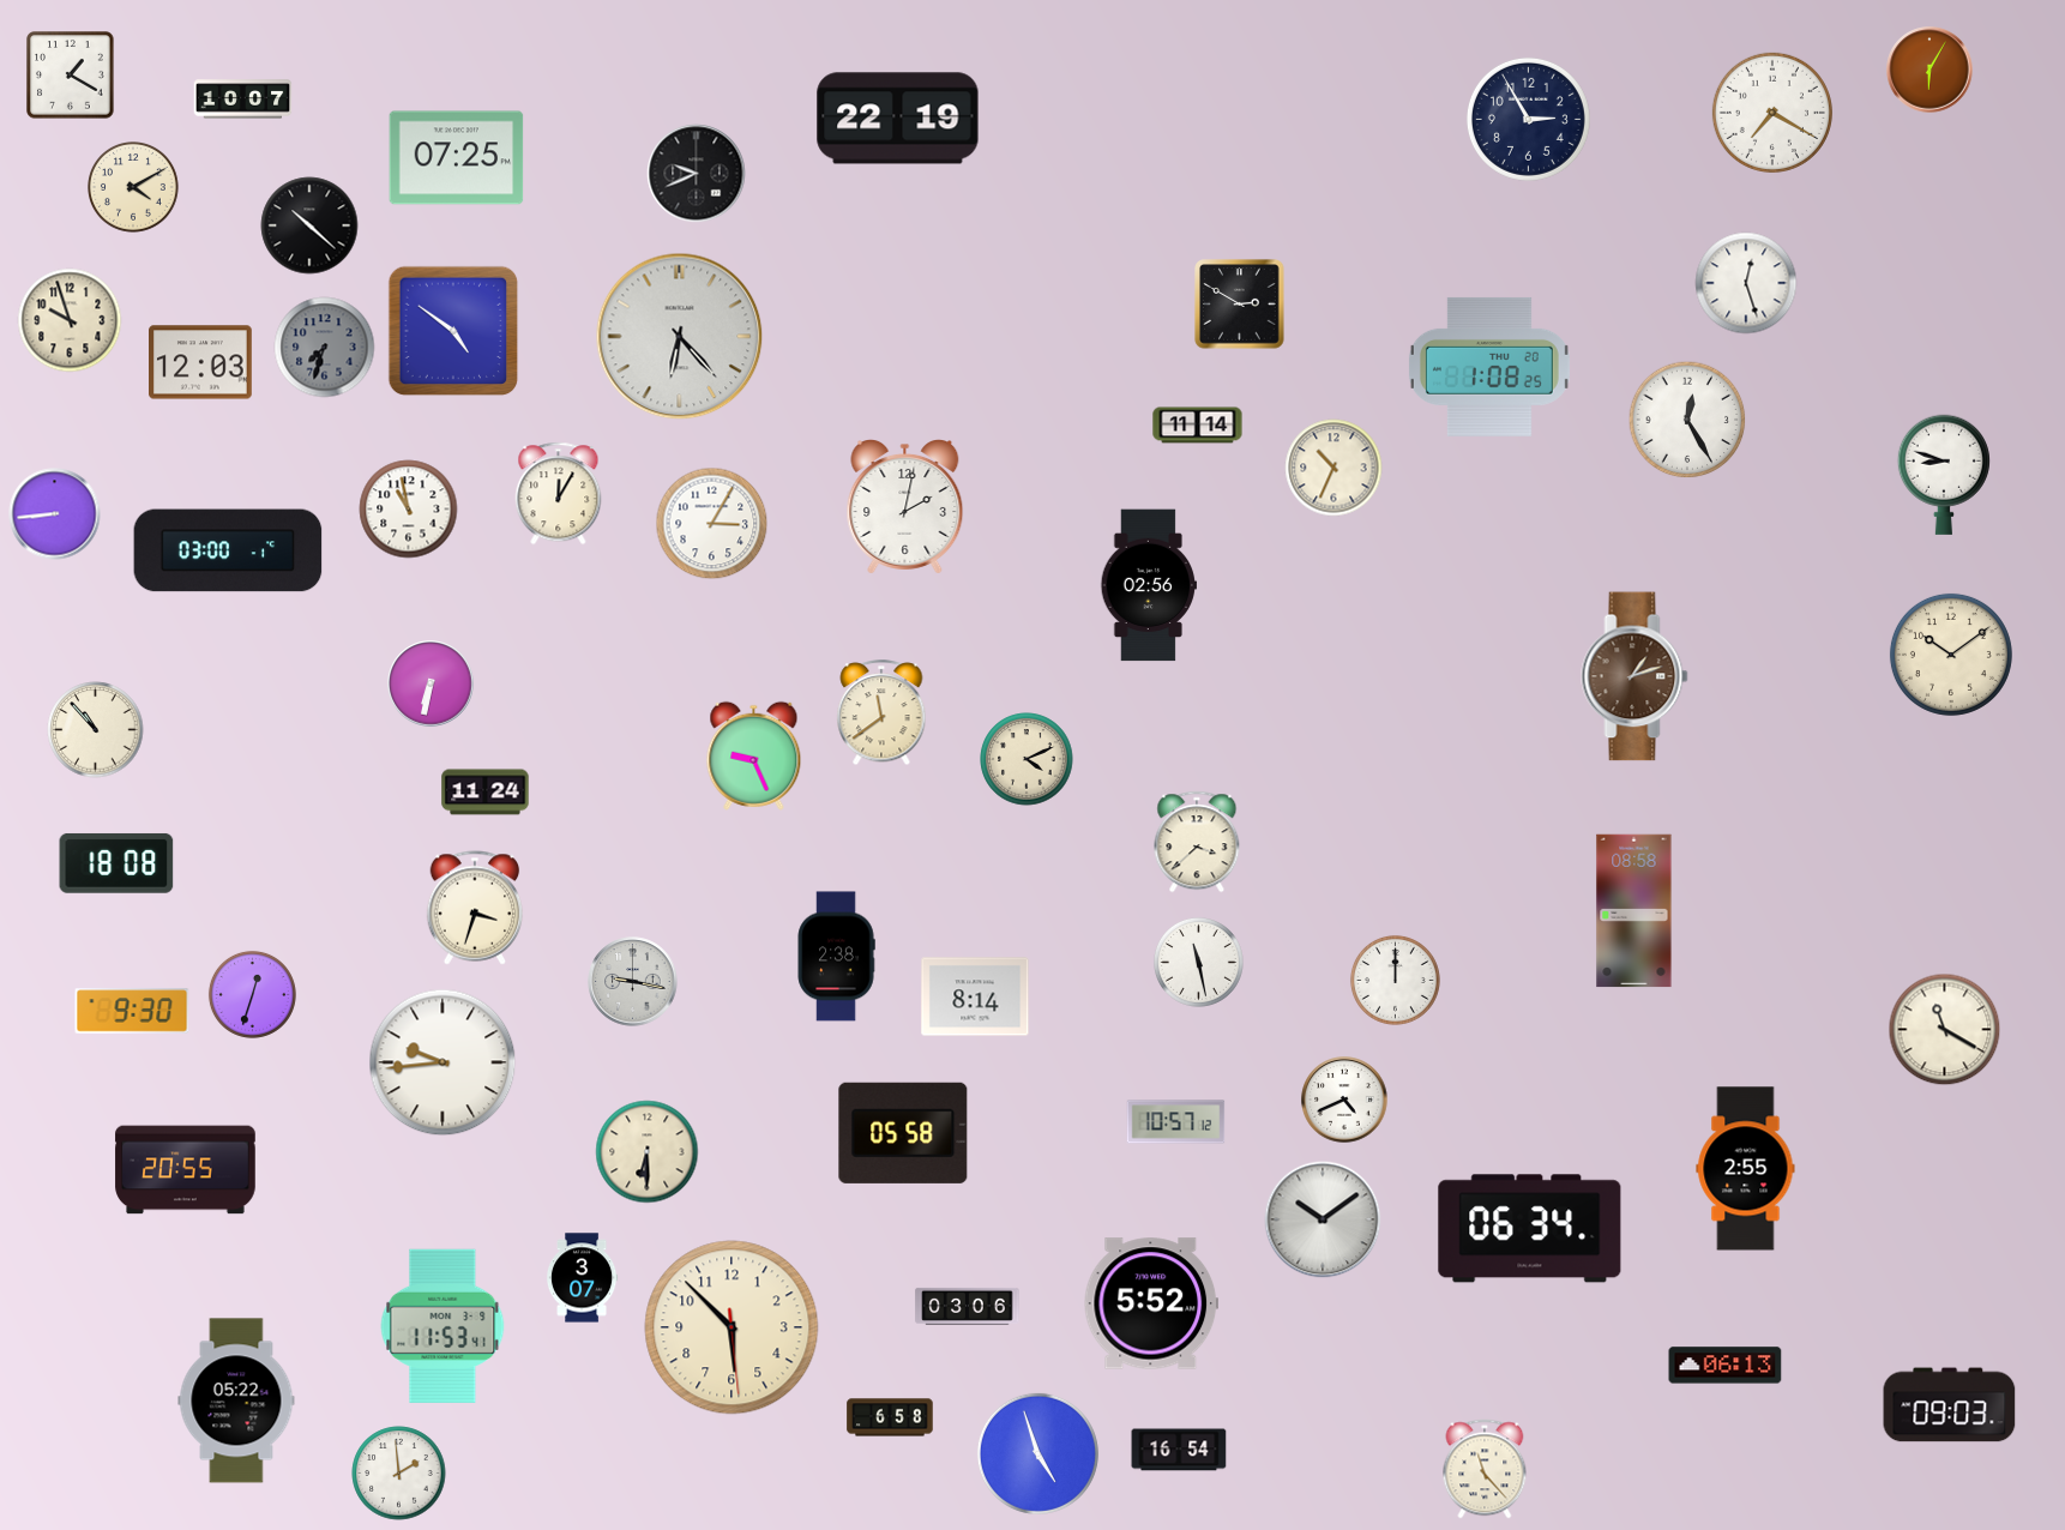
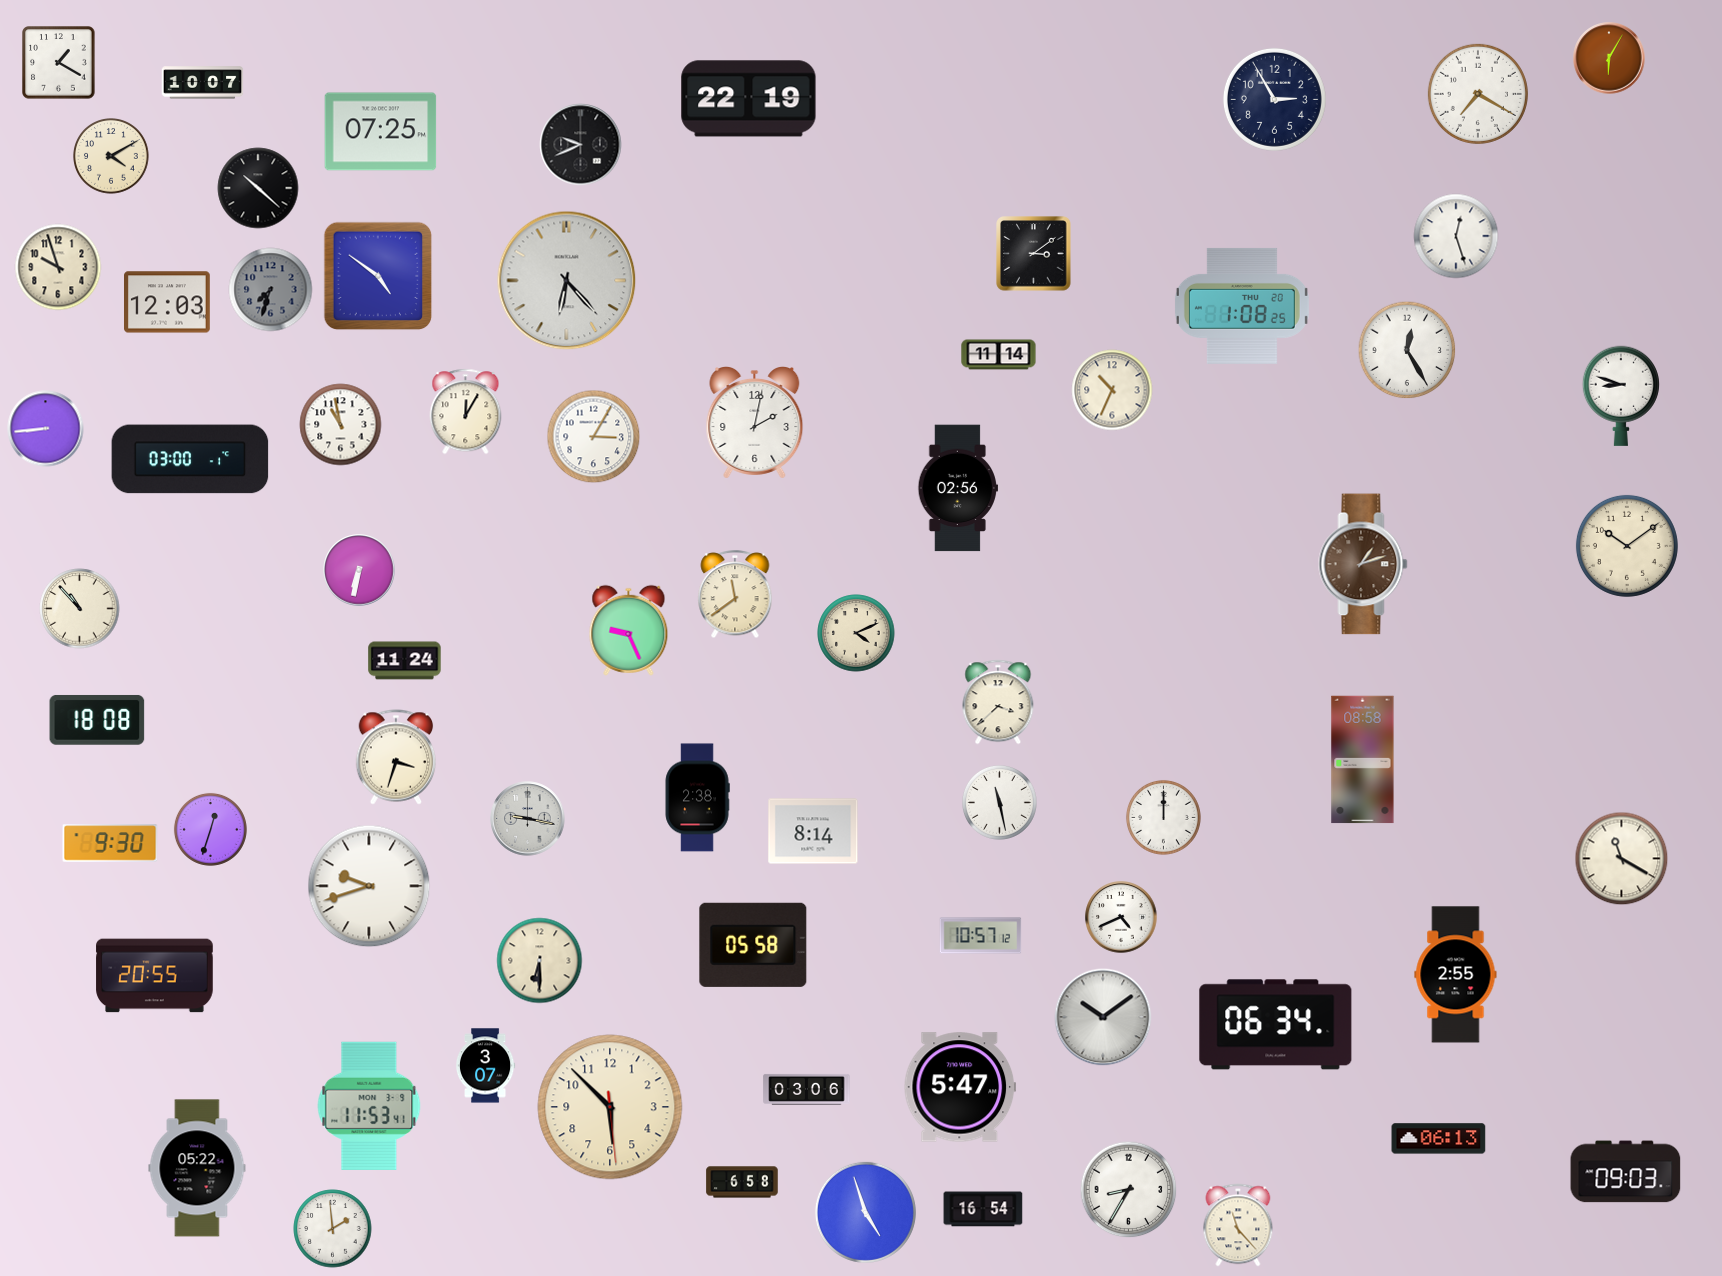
clock at (1240, 305): 2:50 -> 3:09
clock at (442, 1062): 9:44 -> 9:42
clock at (1150, 1303): 5:52 -> 5:47
clock at (1129, 1190): none -> 8:35
